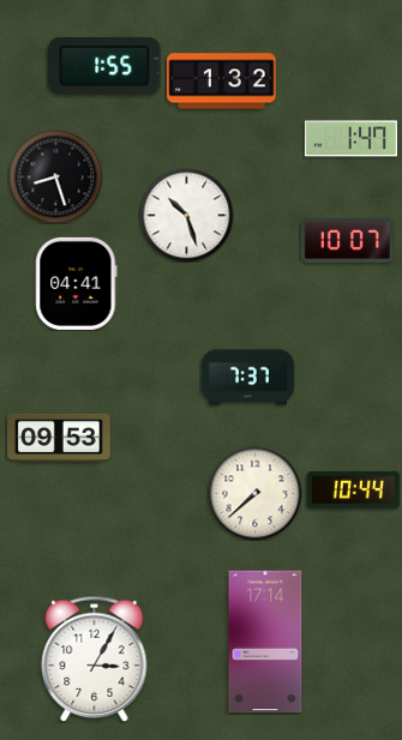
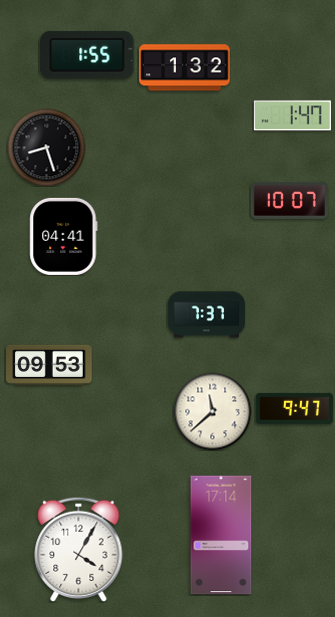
clock at (186, 215): 10:27 -> none
clock at (353, 489): 10:44 -> 9:47
clock at (254, 493): 7:38 -> 11:38
clock at (95, 658): 3:05 -> 4:05
